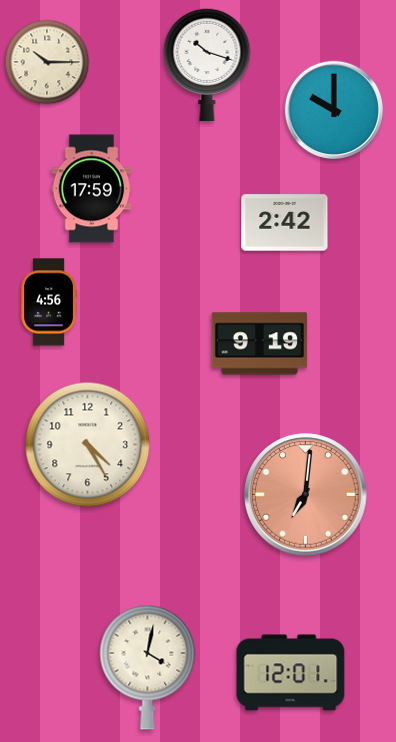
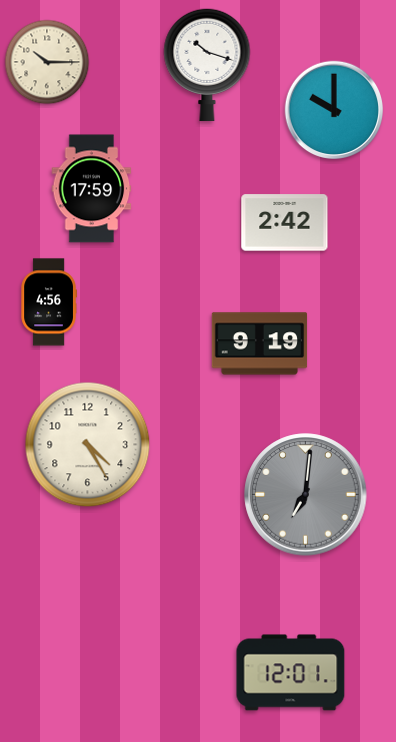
clock at (306, 495) dial: salmon -> grey
clock at (148, 667): 4:02 -> none
